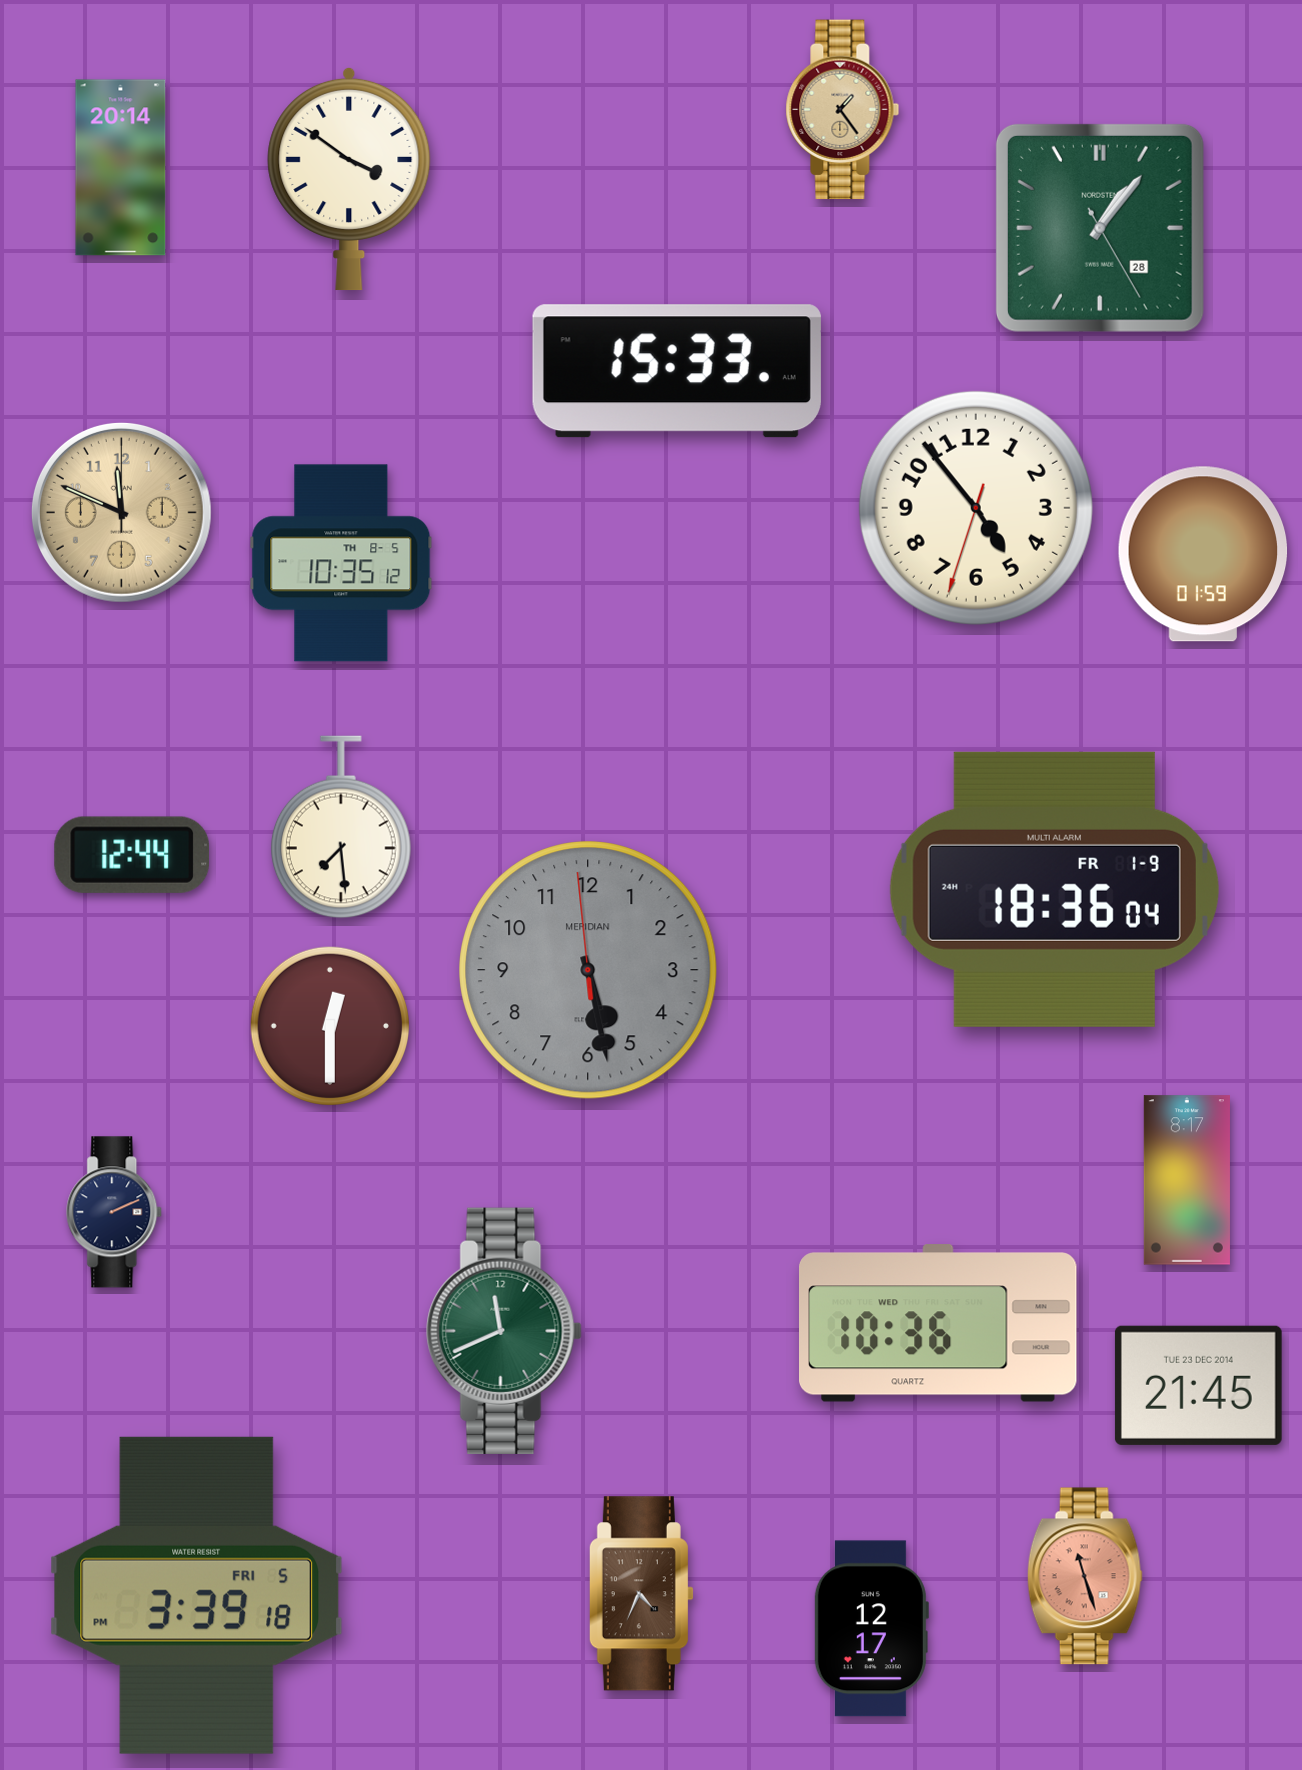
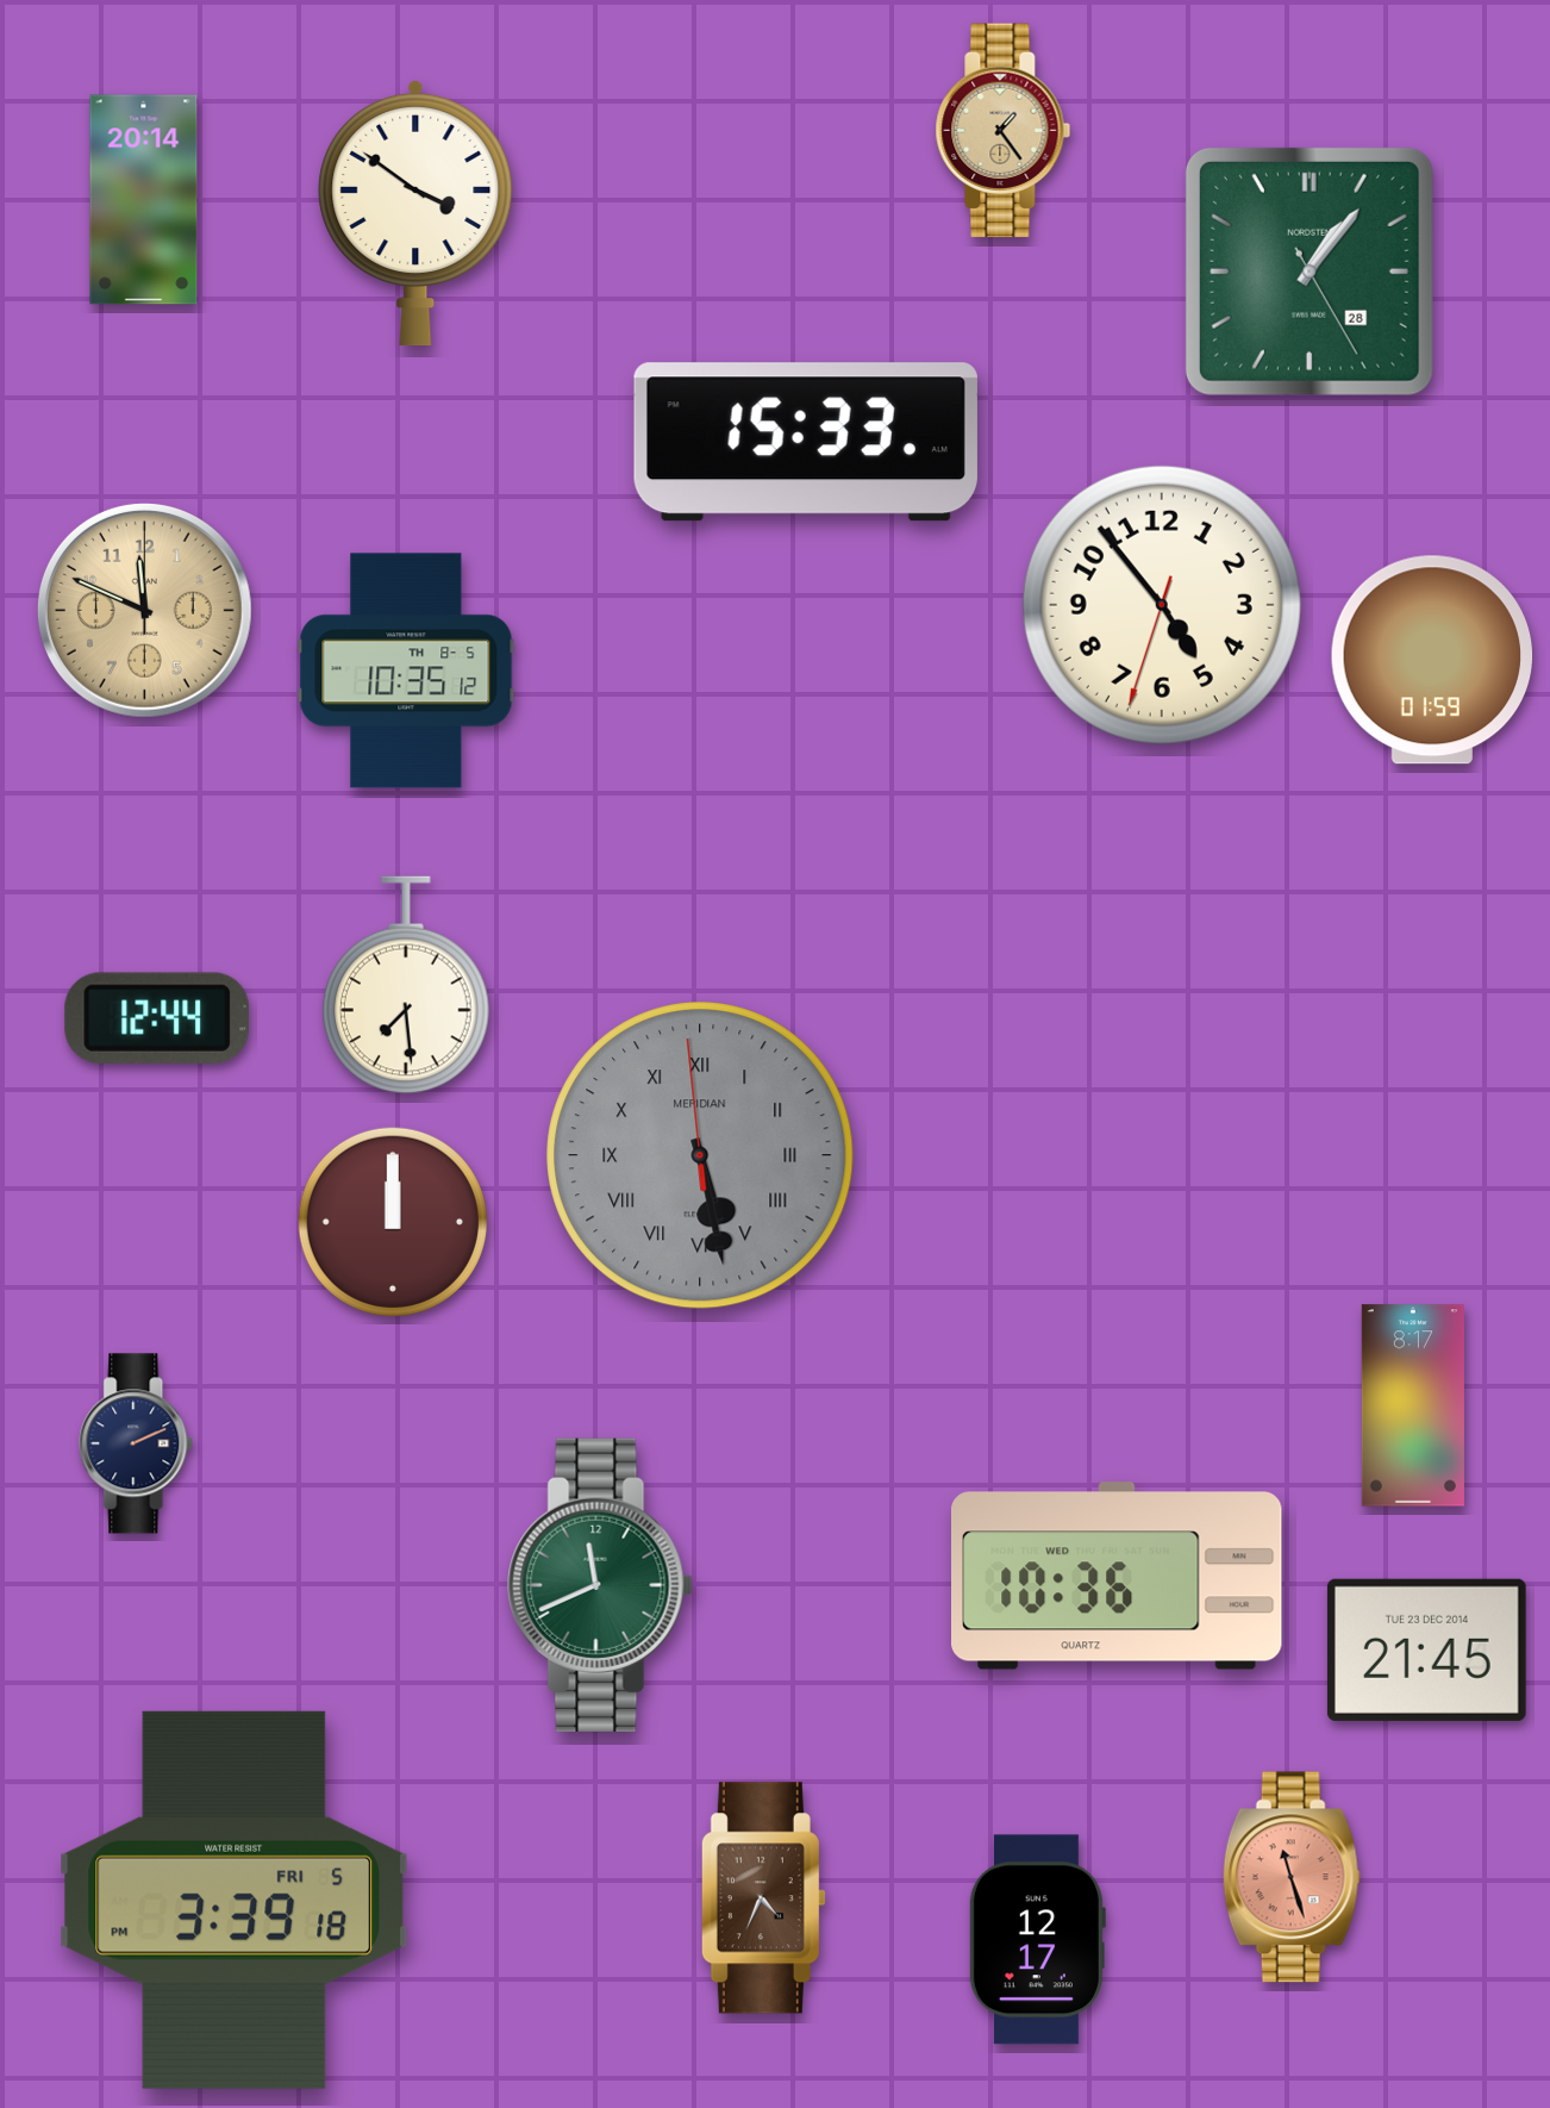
clock at (1054, 889): 18:36 -> none
clock at (588, 970) numerals: Arabic -> Roman
clock at (330, 1026): 12:30 -> 12:00
